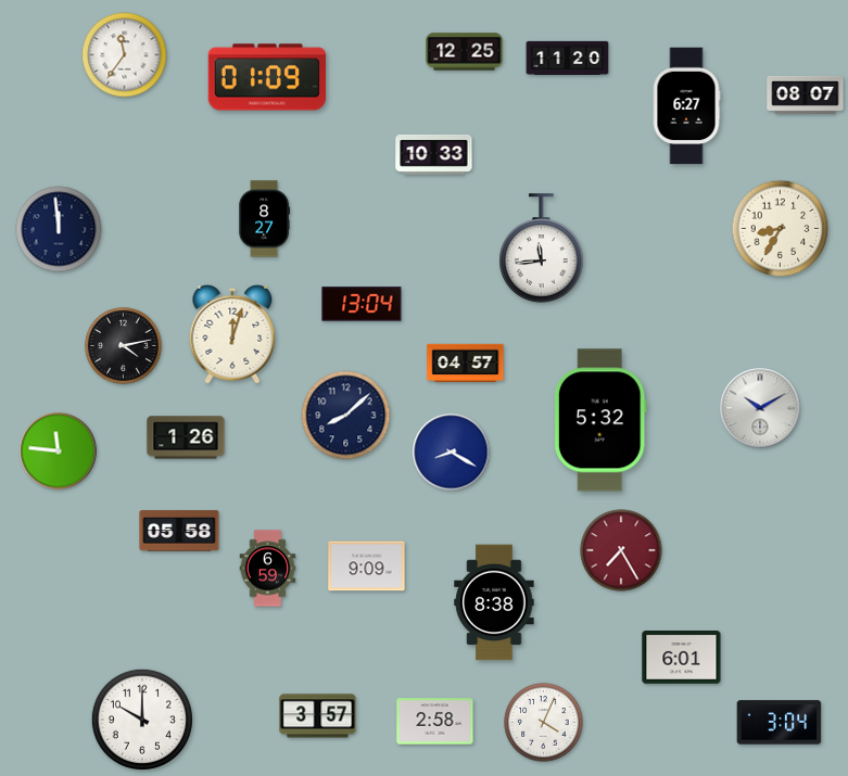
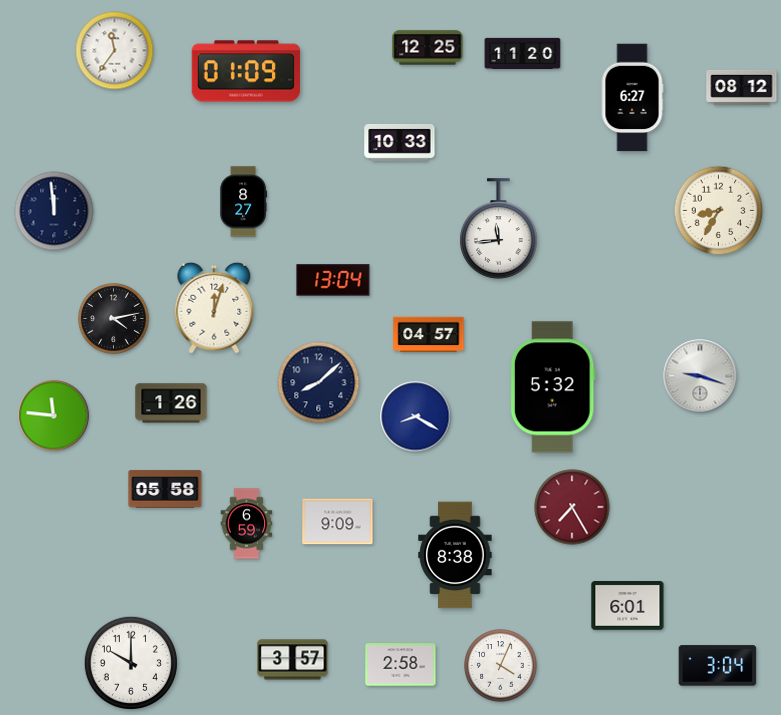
clock at (806, 94): 08:07 -> 08:12
clock at (760, 408): 10:10 -> 9:18
